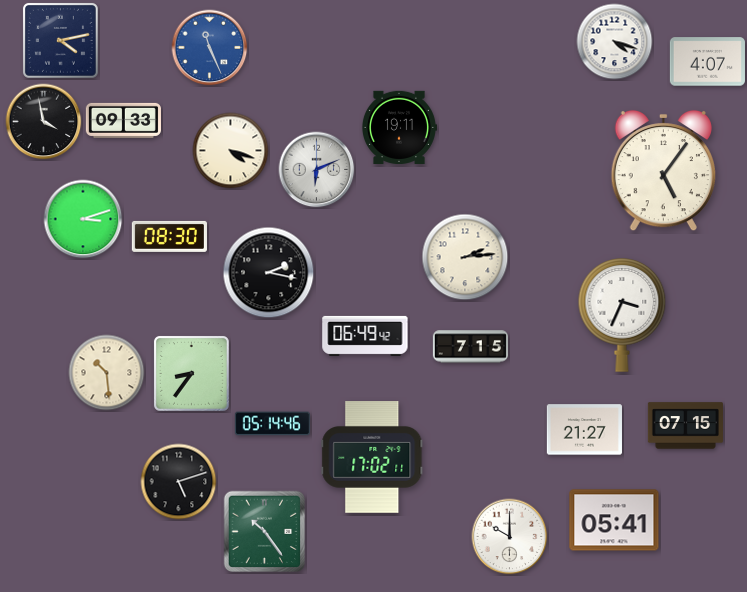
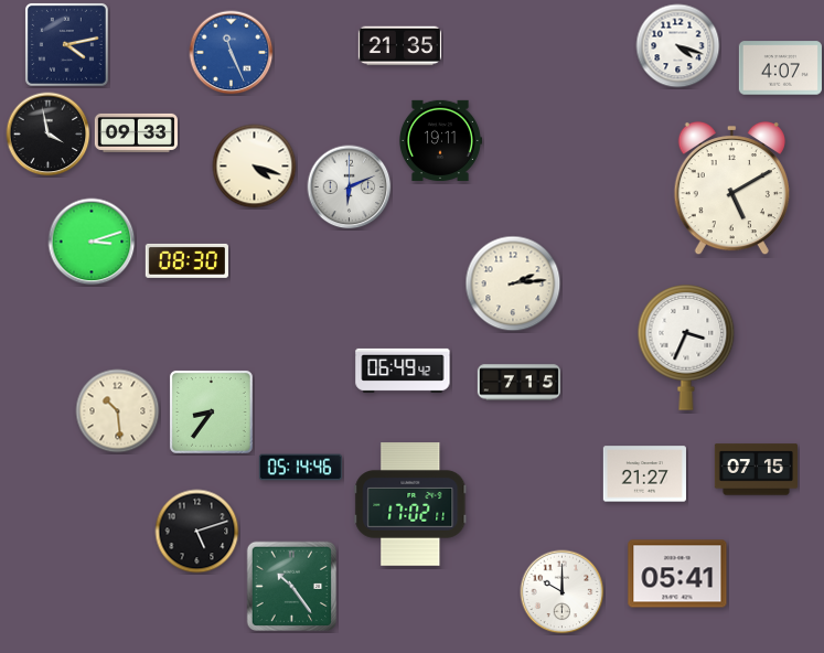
clock at (399, 46): none -> 21:35
clock at (663, 171): 5:06 -> 5:10
clock at (269, 273): 2:17 -> none
